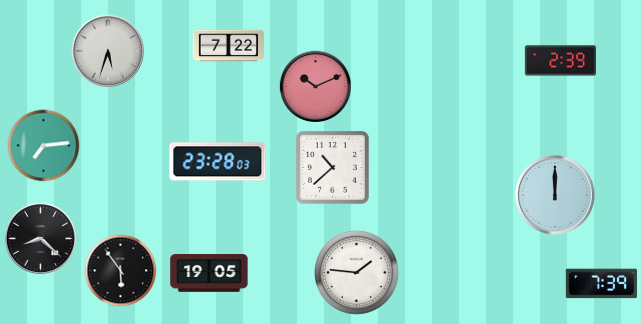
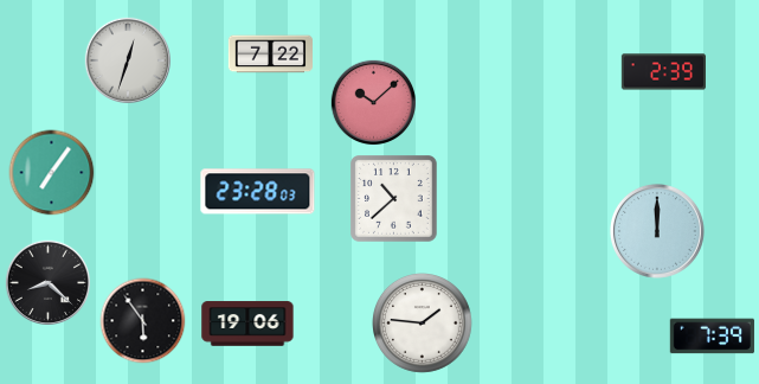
clock at (107, 50): 5:33 -> 12:33
clock at (316, 87): 10:11 -> 10:08
clock at (44, 146): 7:14 -> 7:06
clock at (209, 273): 19:05 -> 19:06
